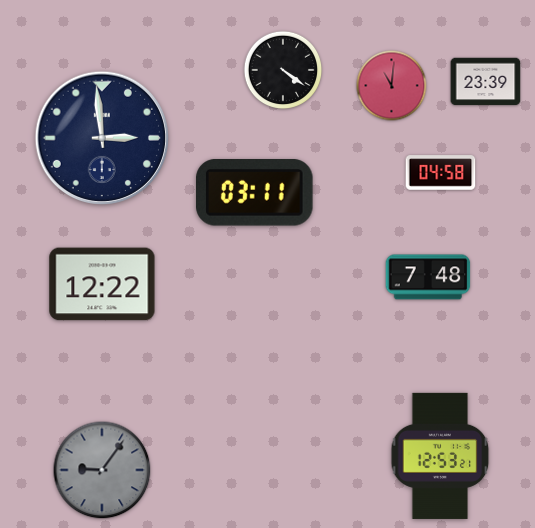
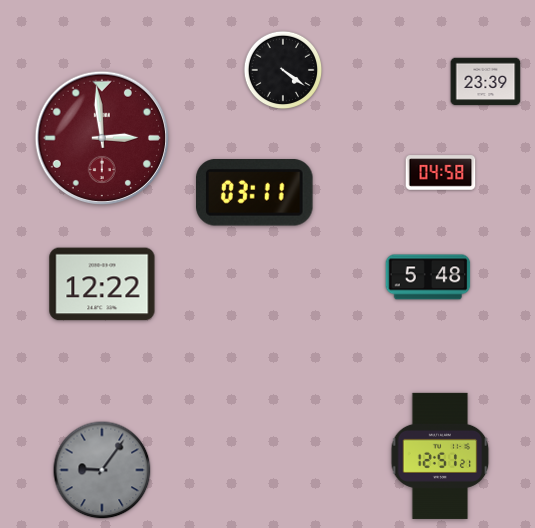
clock at (392, 86): 11:01 -> none
clock at (101, 137) dial: navy -> burgundy
clock at (428, 277): 7:48 -> 5:48
clock at (440, 456): 12:53 -> 12:51
